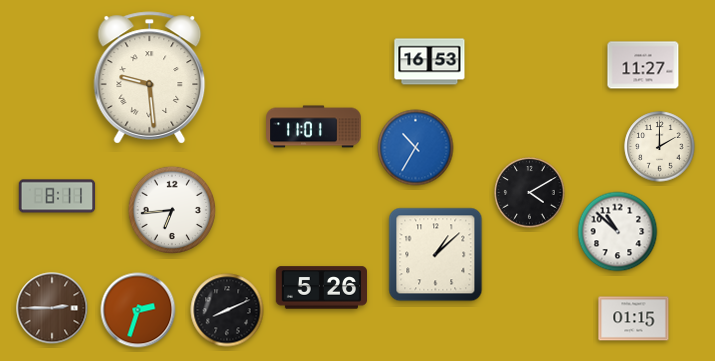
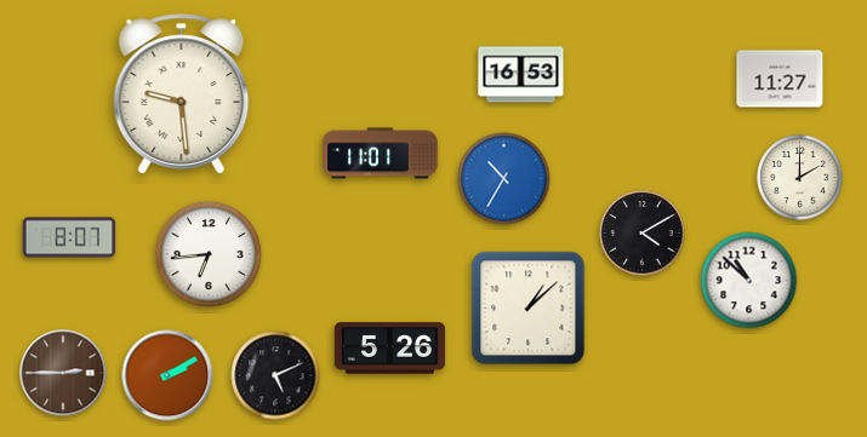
clock at (57, 196): 8:11 -> 8:07
clock at (138, 310): 2:33 -> 2:10
clock at (227, 310): 8:11 -> 5:11
clock at (634, 319): 01:15 -> none
